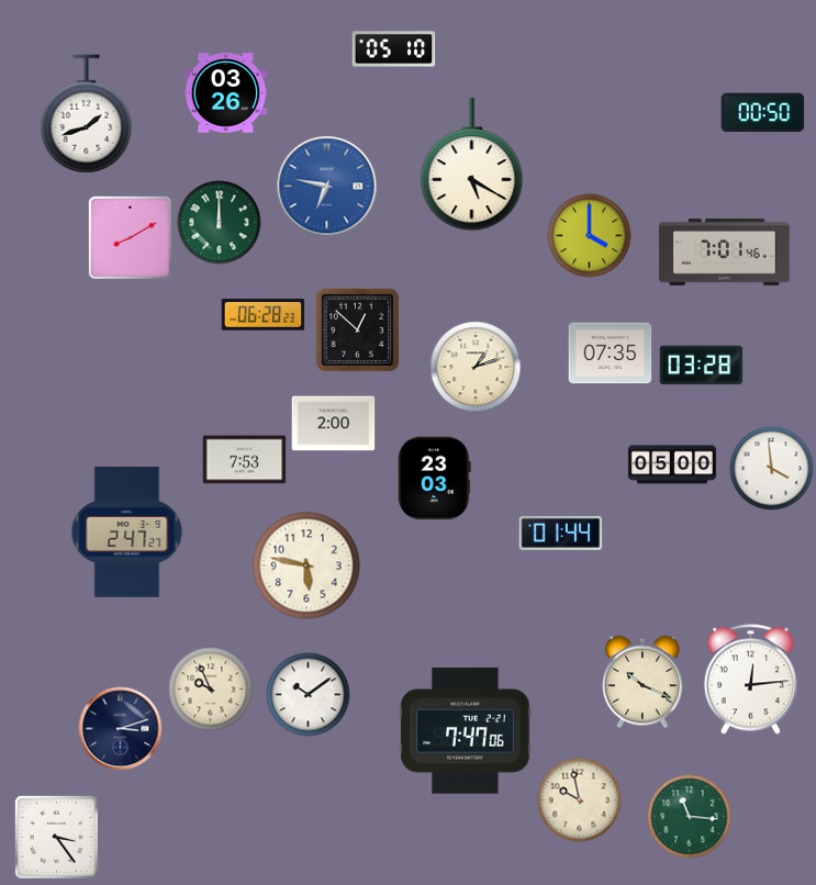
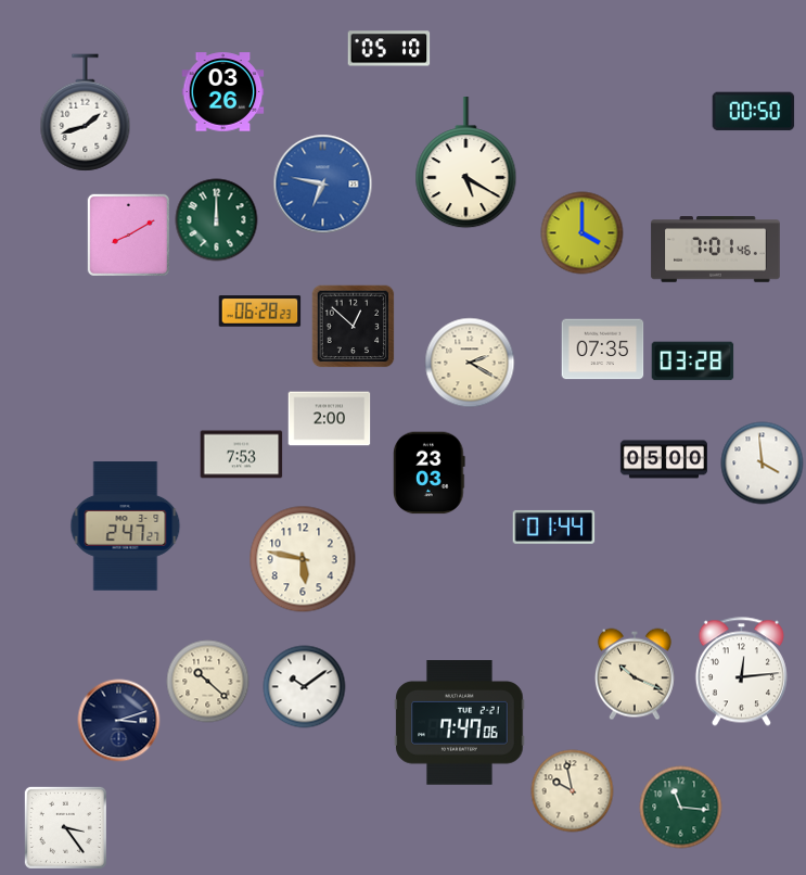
clock at (476, 367): 1:12 -> 2:20
clock at (211, 690): 9:56 -> 10:22
clock at (56, 837) position: (56, 837) -> (65, 827)
